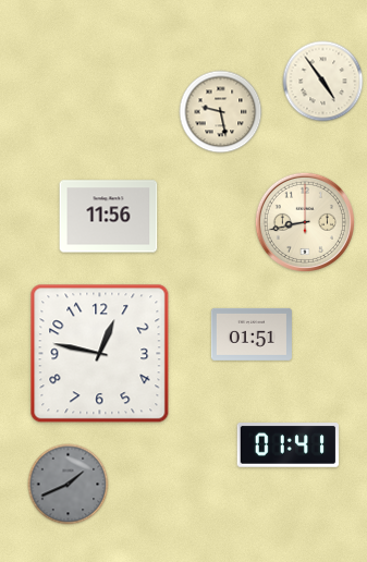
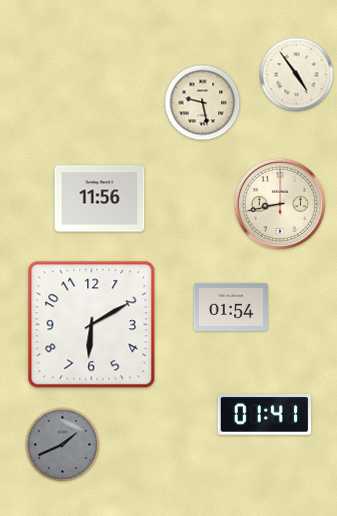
clock at (252, 334): 01:51 -> 01:54
clock at (100, 354): 12:47 -> 6:10
clock at (289, 445) position: (289, 445) -> (265, 415)
